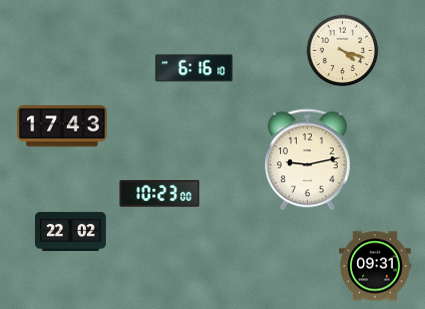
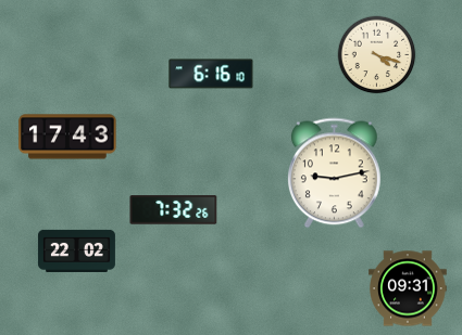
clock at (343, 51) position: (343, 51) -> (377, 55)
clock at (160, 194): 10:23 -> 7:32
